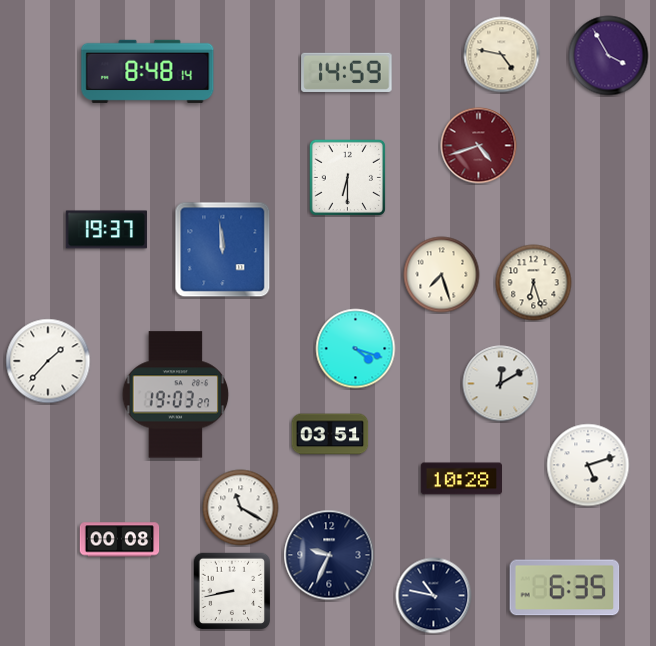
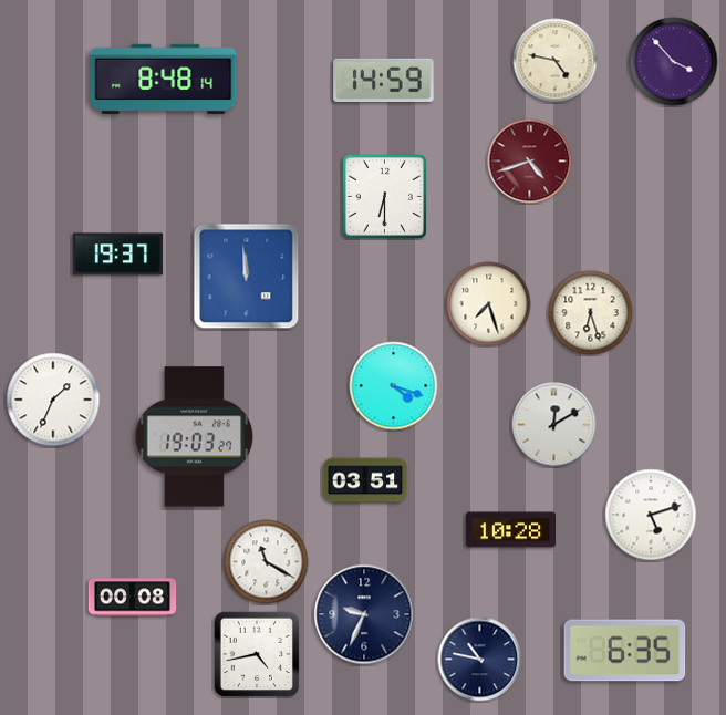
clock at (609, 56): 3:55 -> 3:53
clock at (48, 361): 1:37 -> 1:34
clock at (232, 591): 8:43 -> 4:43
